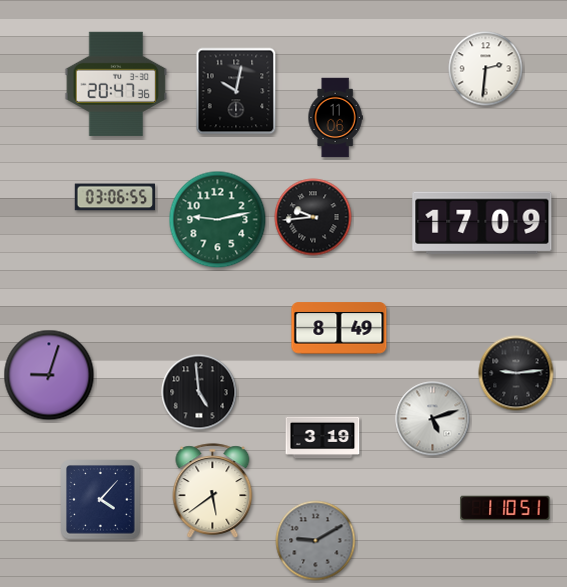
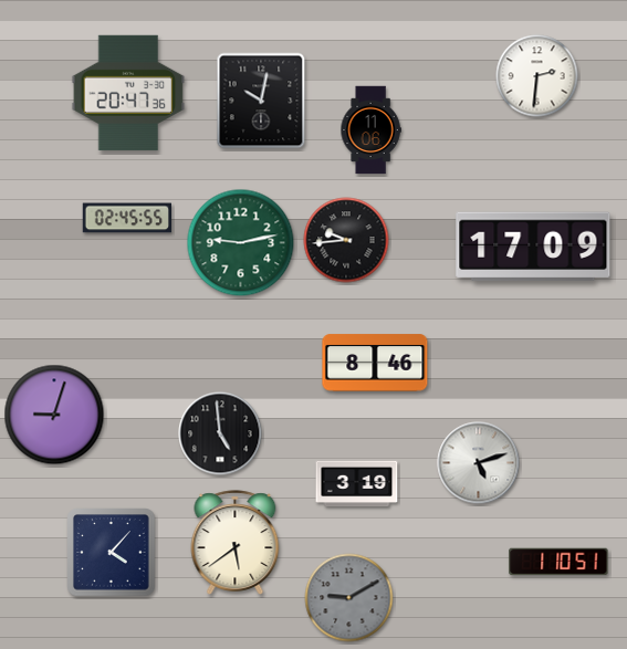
clock at (114, 197): 03:06 -> 02:45
clock at (339, 328): 8:49 -> 8:46
clock at (516, 373): 9:14 -> none
